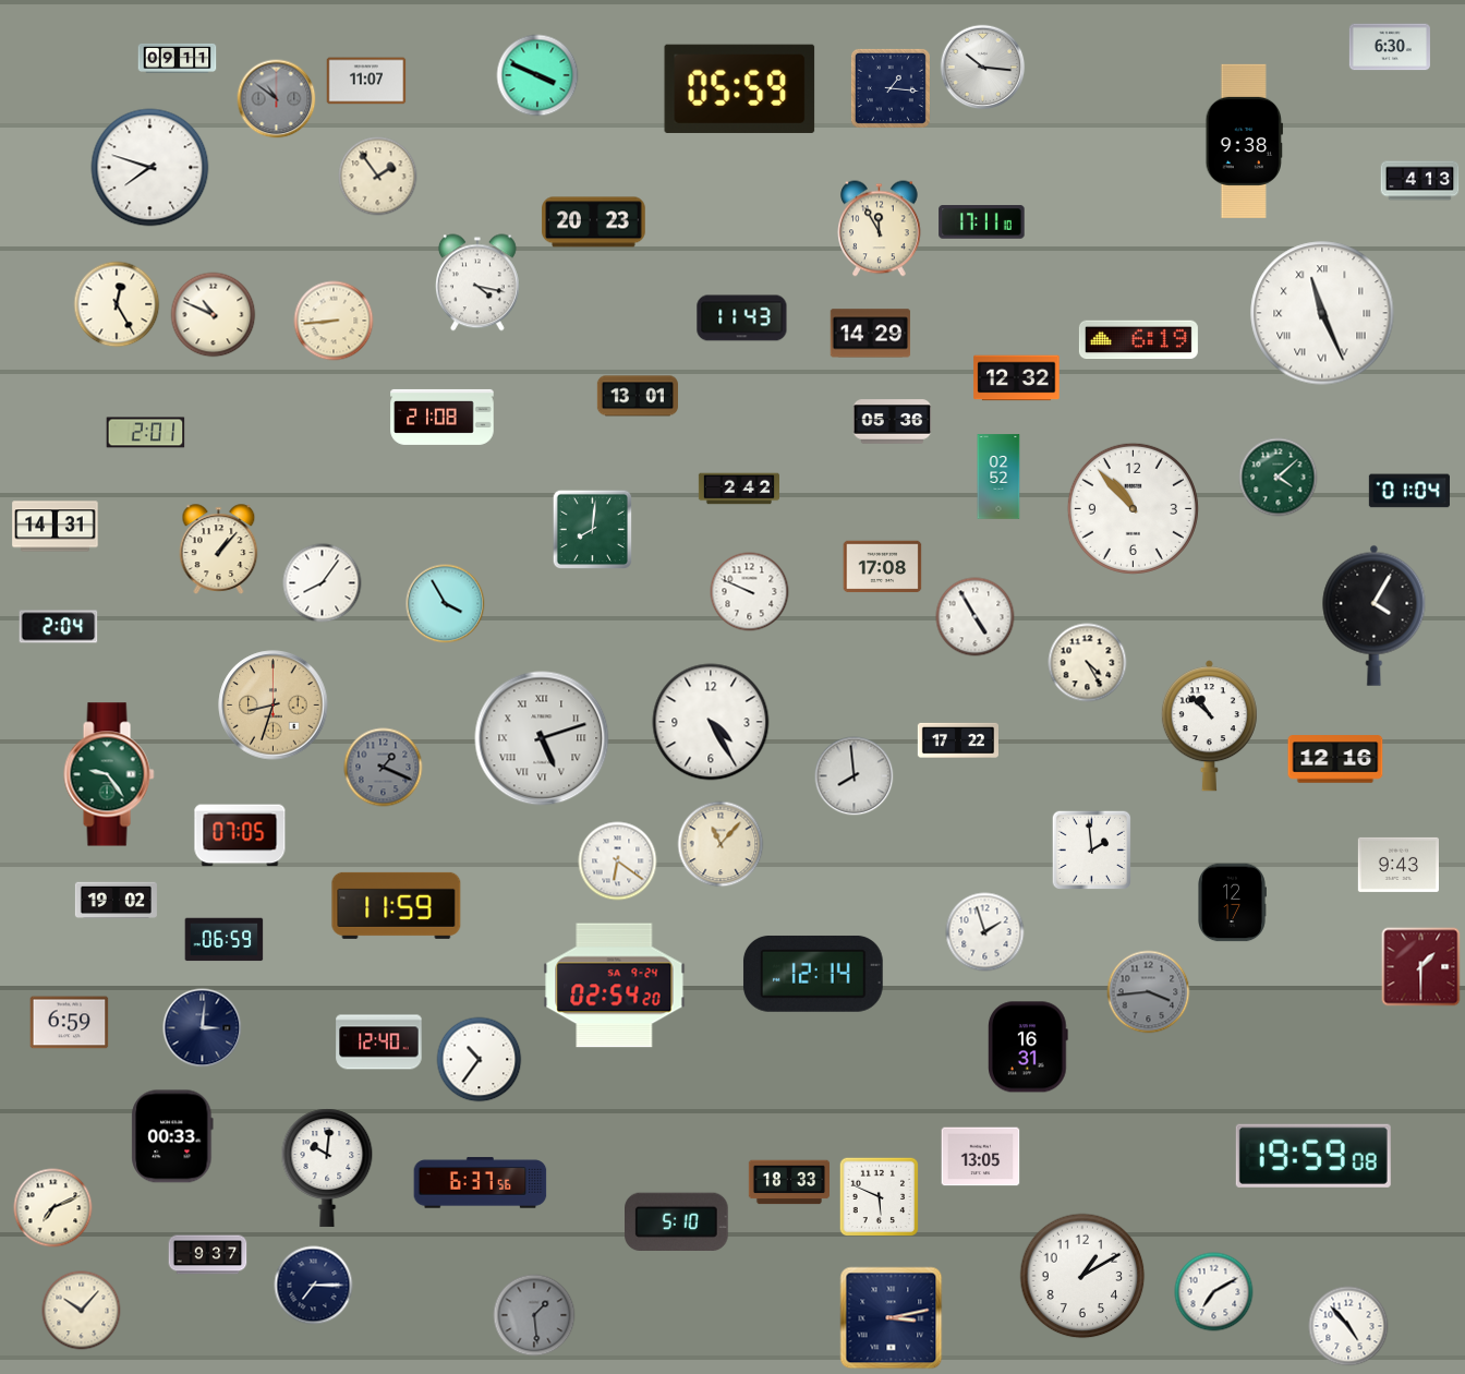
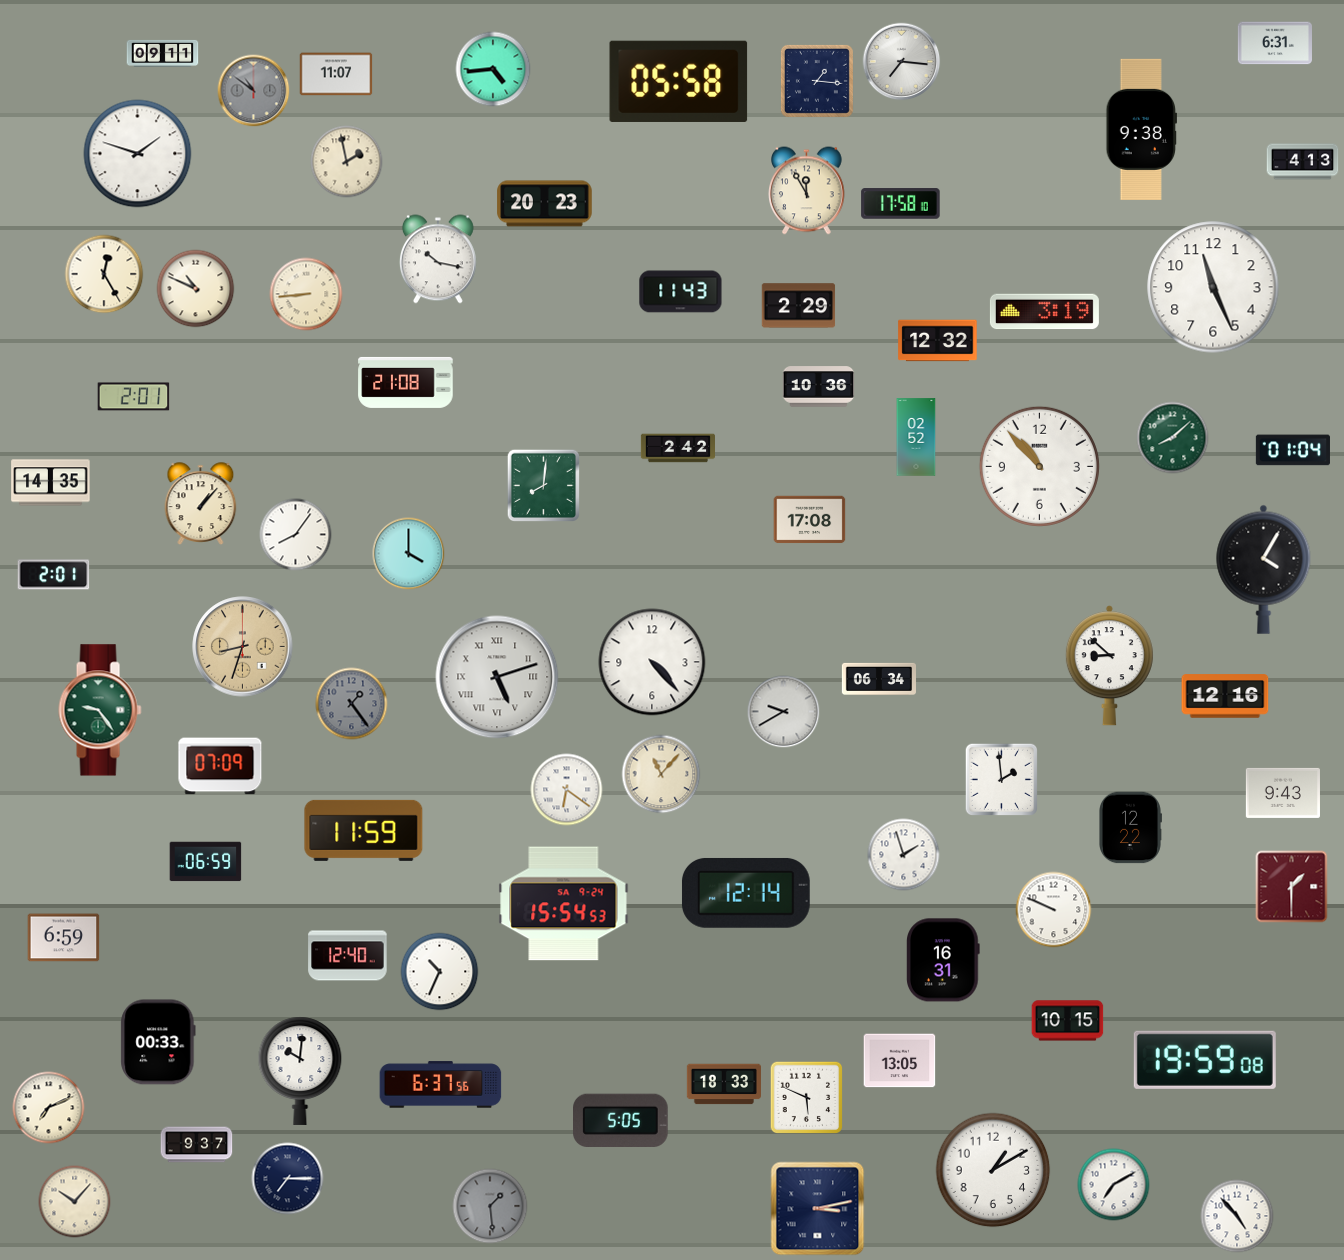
clock at (1389, 47): 6:30 -> 6:31
clock at (983, 68): 10:16 -> 7:16
clock at (537, 75): 3:49 -> 4:44
clock at (740, 88): 05:59 -> 05:58
clock at (150, 168): 7:48 -> 1:48
clock at (378, 177): 1:54 -> 1:58
clock at (1420, 181) position: (1420, 181) -> (1303, 162)
clock at (982, 222): 17:11 -> 17:58
clock at (880, 229) position: (880, 229) -> (807, 191)
clock at (477, 282): 4:17 -> 10:17
clock at (117, 304) position: (117, 304) -> (104, 274)
clock at (1322, 313) numerals: Roman -> Arabic
clock at (871, 334): 14:29 -> 2:29
clock at (1138, 340): 6:19 -> 3:19
clock at (1017, 378) position: (1017, 378) -> (938, 341)
clock at (638, 396): 13:01 -> none
clock at (893, 422): 05:36 -> 10:36
clock at (1279, 478): 4:08 -> 8:08
clock at (56, 527): 14:31 -> 14:35
clock at (750, 592): 9:49 -> none
clock at (446, 604): 3:55 -> 4:00
clock at (1375, 615) position: (1375, 615) -> (1264, 569)
clock at (976, 617): 4:55 -> none
clock at (59, 627): 2:04 -> 2:01
clock at (1088, 663): 4:25 -> none
clock at (274, 706) position: (274, 706) -> (243, 647)
clock at (711, 722): 4:25 -> 4:23
clock at (1209, 726): 10:52 -> 8:52
clock at (957, 740): 17:22 -> 06:34
clock at (384, 768): 1:19 -> 1:24
clock at (855, 776): 7:59 -> 9:40
clock at (240, 835): 07:05 -> 07:09
clock at (116, 900): 19:02 -> none
clock at (1233, 903): 12:17 -> 12:22
clock at (1421, 967) position: (1421, 967) -> (1292, 887)
clock at (615, 986): 02:54 -> 15:54
clock at (1149, 992): 3:44 -> 9:49
clock at (1149, 992) dial: grey -> white
clock at (203, 1028): 3:01 -> none
clock at (480, 1060): 10:36 -> 10:34
clock at (1068, 1021): none -> 10:15
clock at (677, 1221): 5:10 -> 5:05
clock at (208, 1255) position: (208, 1255) -> (197, 1145)
